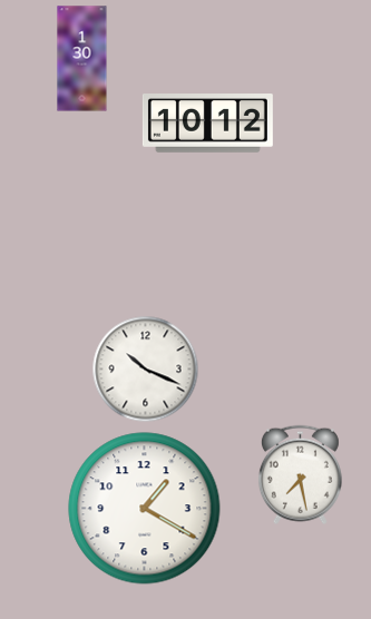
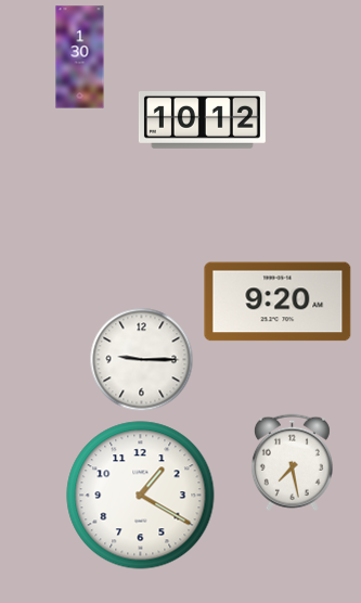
clock at (278, 301): none -> 9:20
clock at (146, 370): 10:19 -> 9:15
